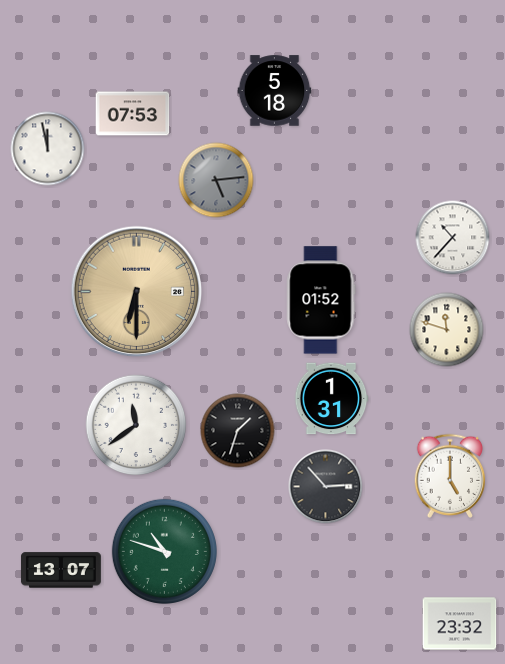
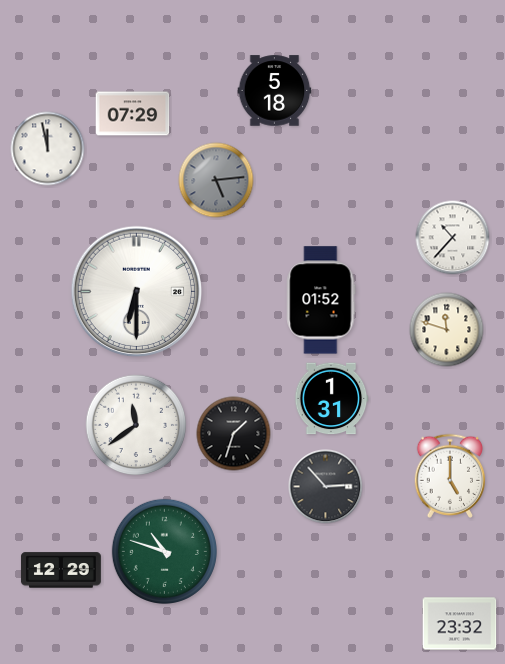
clock at (133, 114): 07:53 -> 07:29
clock at (137, 292) dial: champagne -> white
clock at (238, 431) position: (238, 431) -> (234, 434)
clock at (61, 570): 13:07 -> 12:29
